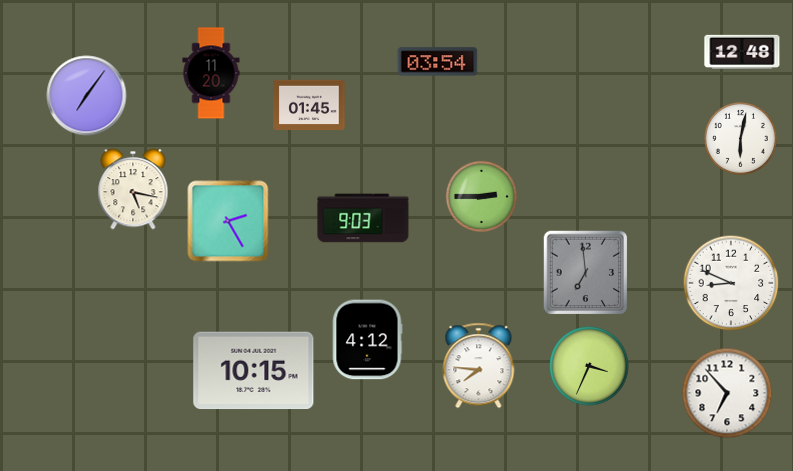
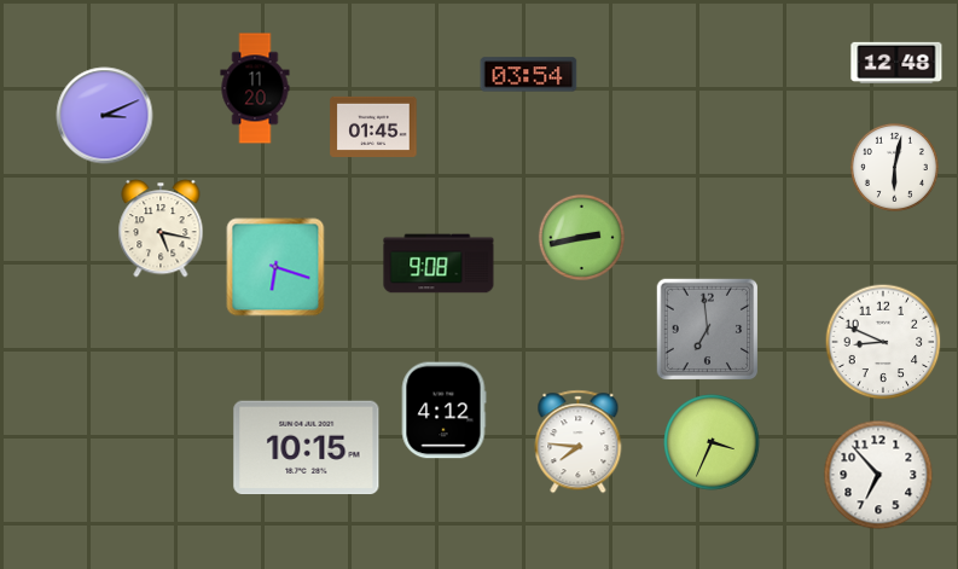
clock at (87, 96): 7:06 -> 3:11
clock at (481, 196): 2:45 -> 2:43
clock at (363, 218): 9:03 -> 9:08
clock at (228, 221): 2:25 -> 6:18
